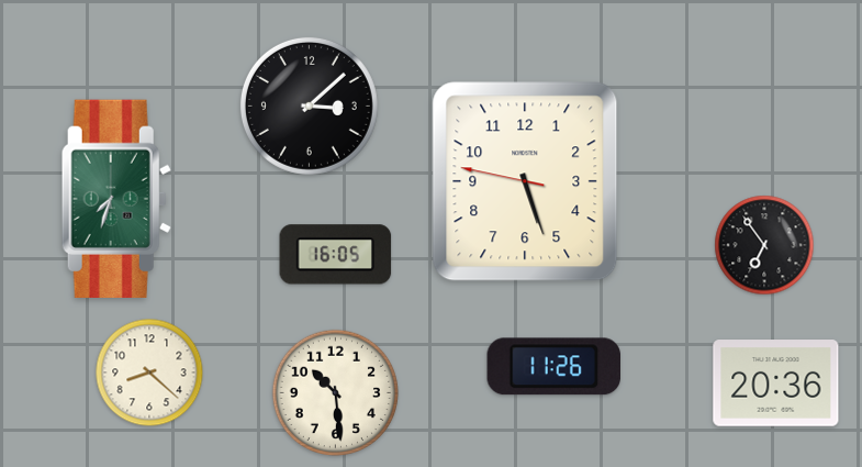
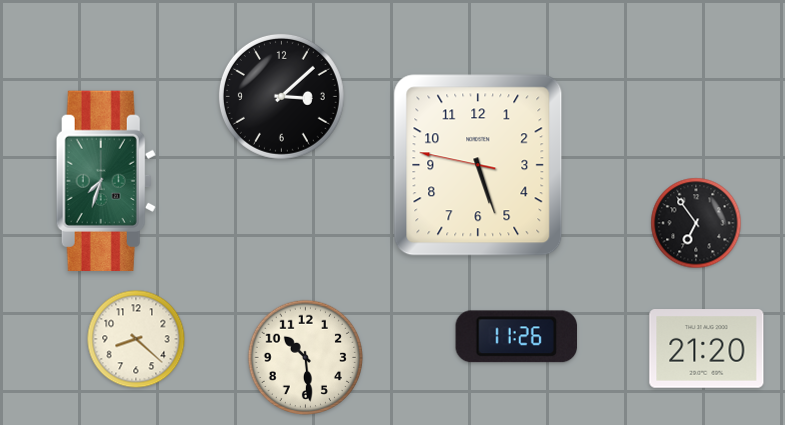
clock at (336, 255): 16:05 -> none
clock at (553, 367) position: (553, 367) -> (516, 337)
clock at (776, 383): 20:36 -> 21:20
